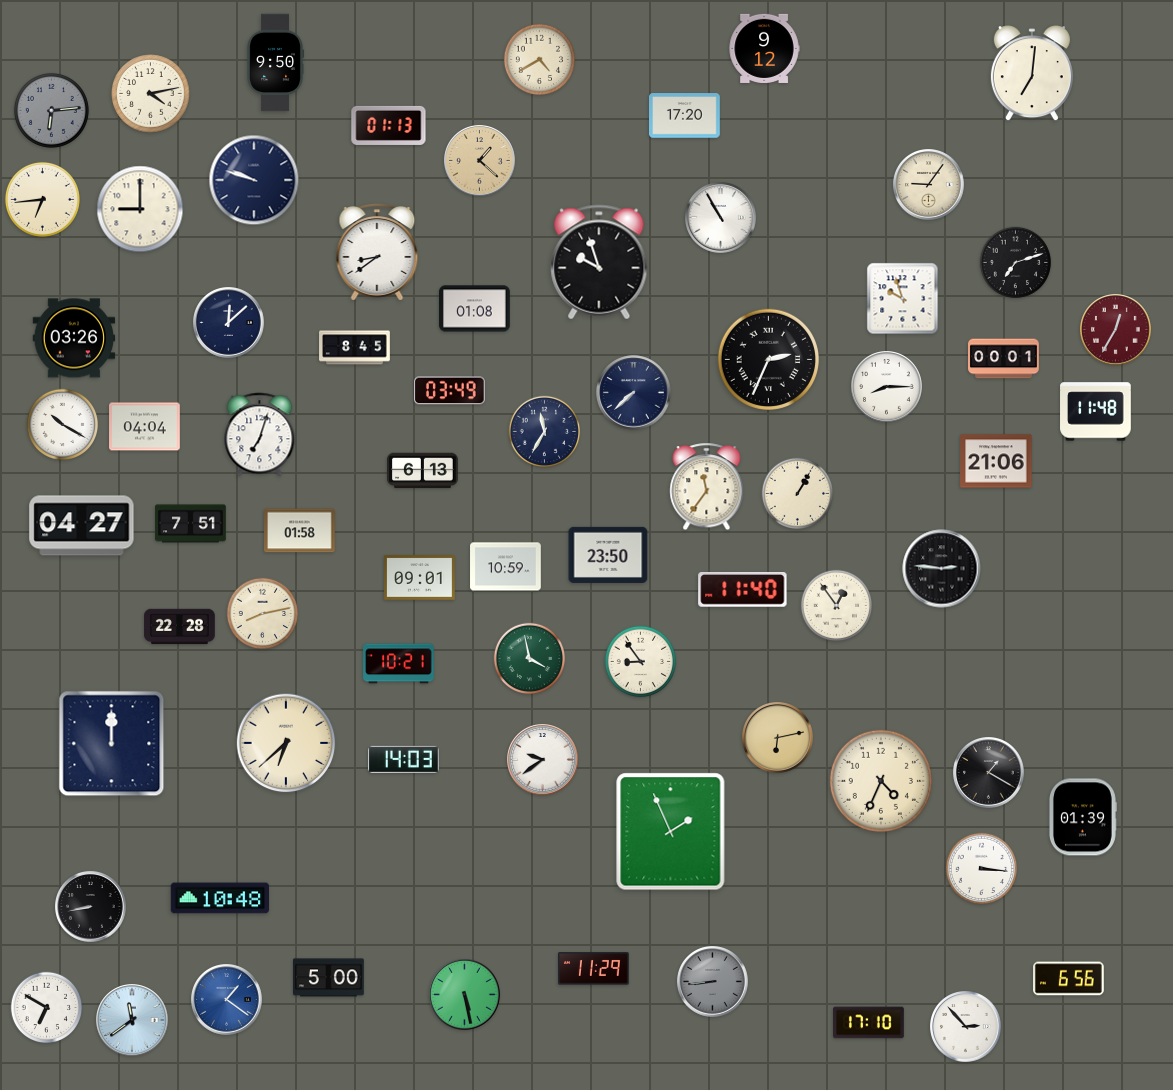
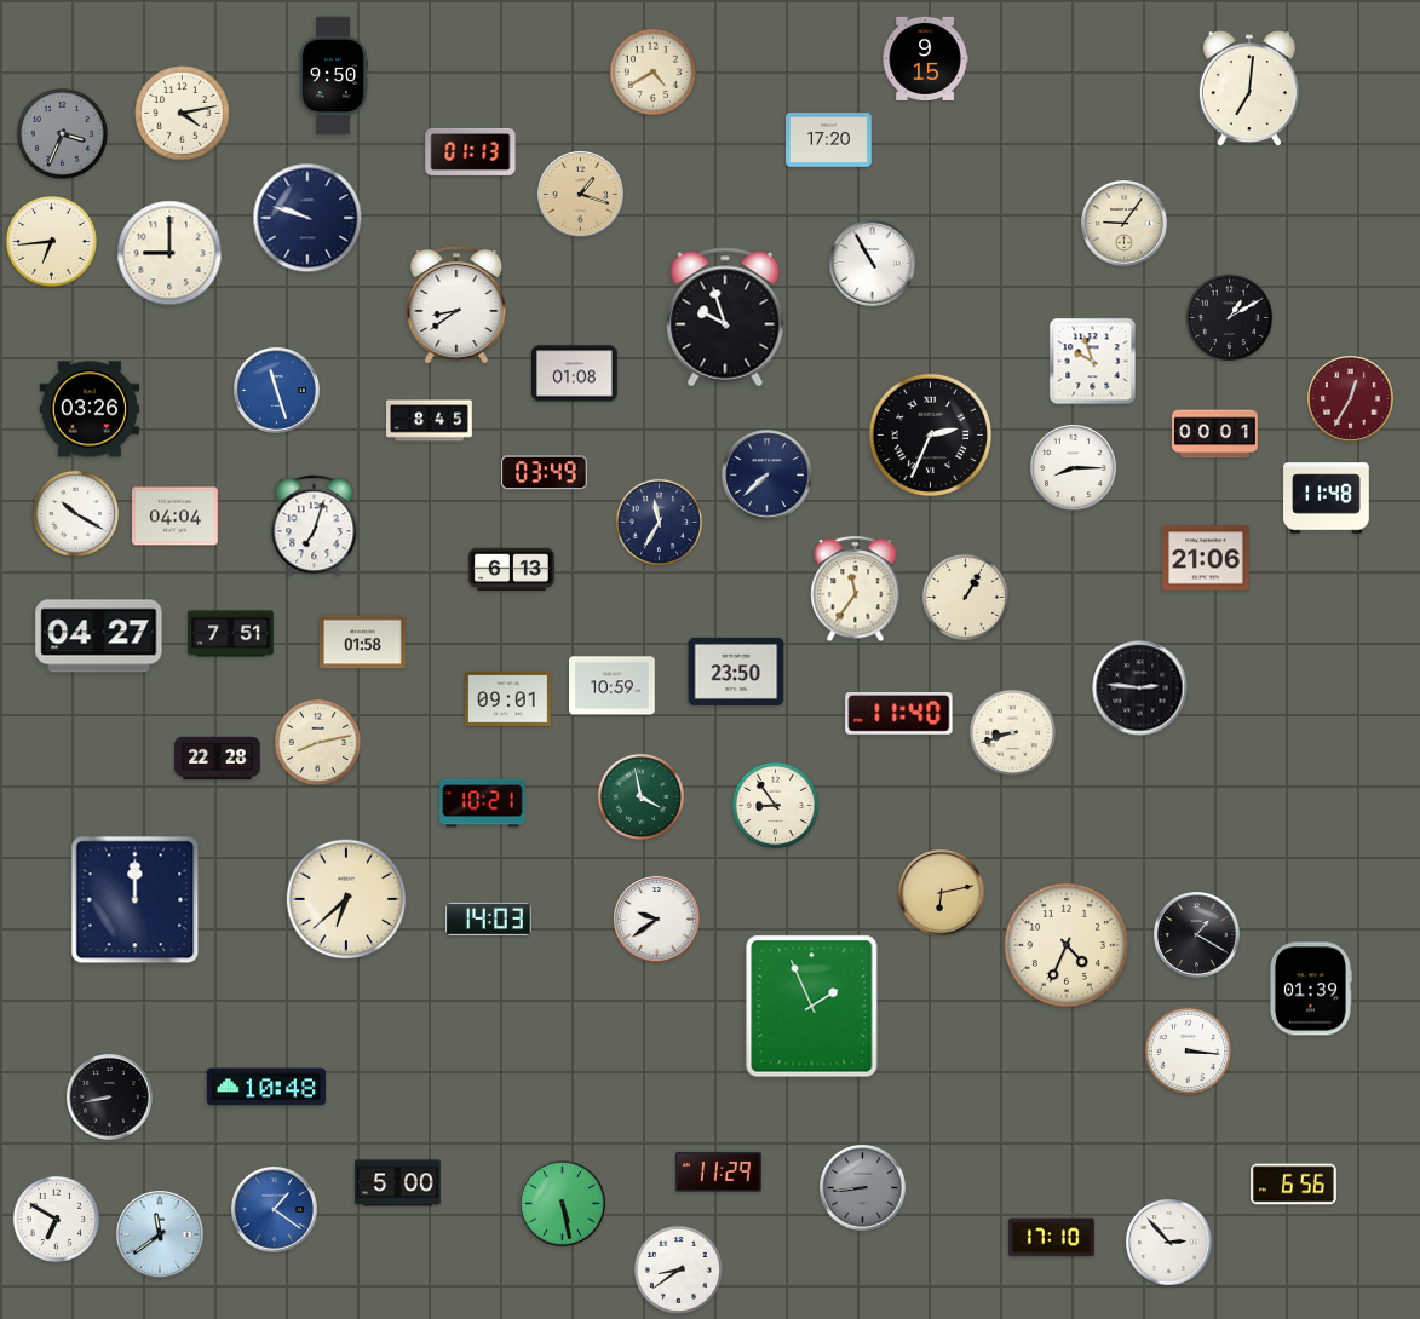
clock at (764, 48): 9:12 -> 9:15
clock at (51, 110): 6:14 -> 3:34
clock at (480, 161): 1:22 -> 1:18
clock at (1016, 263): 7:12 -> 1:10
clock at (229, 323): 12:08 -> 11:27
clock at (229, 323) dial: navy -> blue
clock at (837, 606): 12:54 -> 8:42
clock at (641, 662) position: (641, 662) -> (776, 806)
clock at (678, 1269): none -> 8:39
